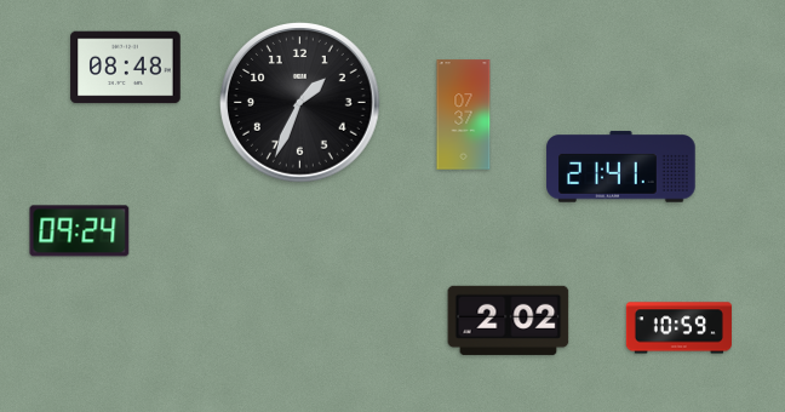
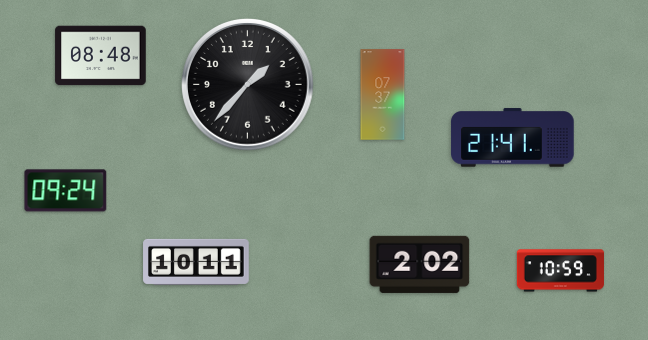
clock at (126, 68) position: (126, 68) -> (101, 56)
clock at (300, 103): 1:34 -> 1:37
clock at (196, 262): none -> 10:11
